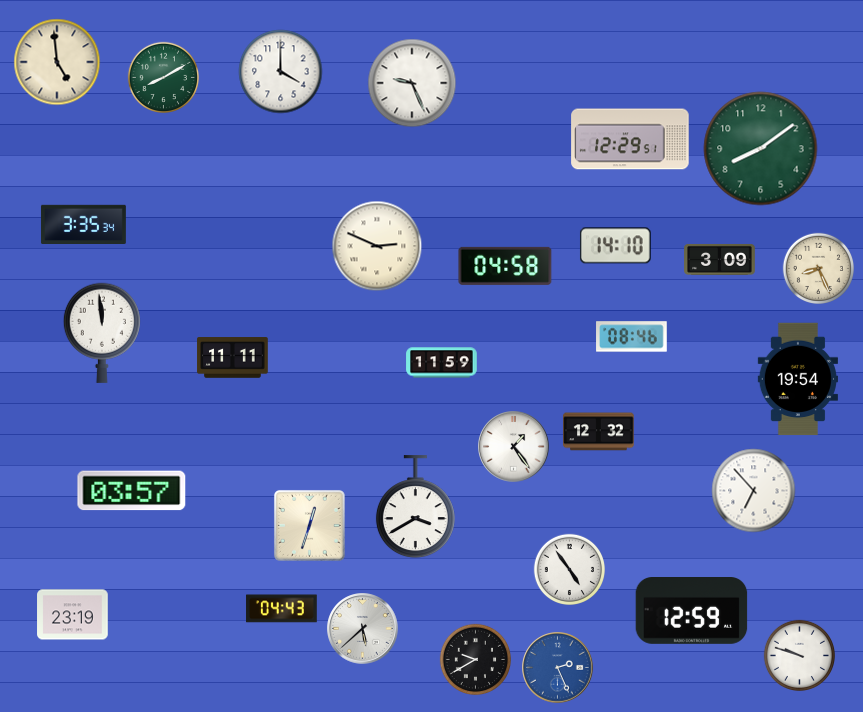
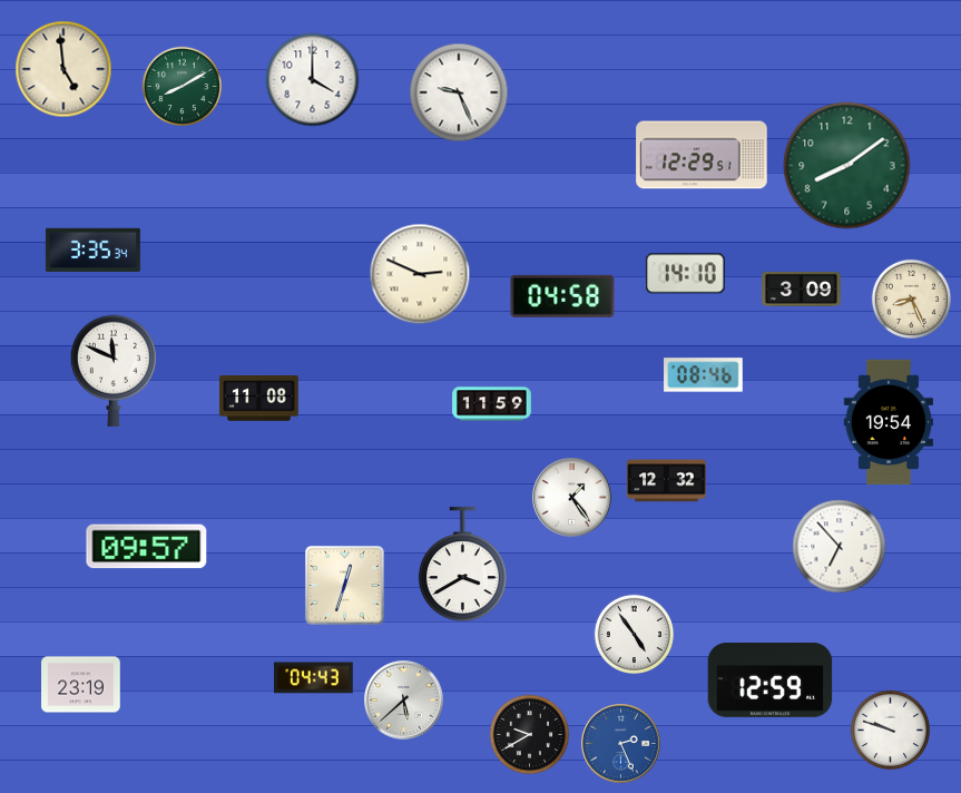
clock at (102, 333): 11:59 -> 11:49
clock at (233, 358): 11:11 -> 11:08
clock at (132, 491): 03:57 -> 09:57
